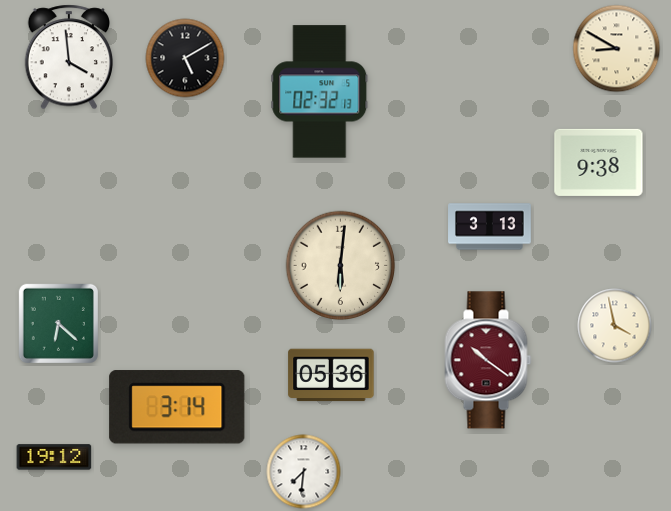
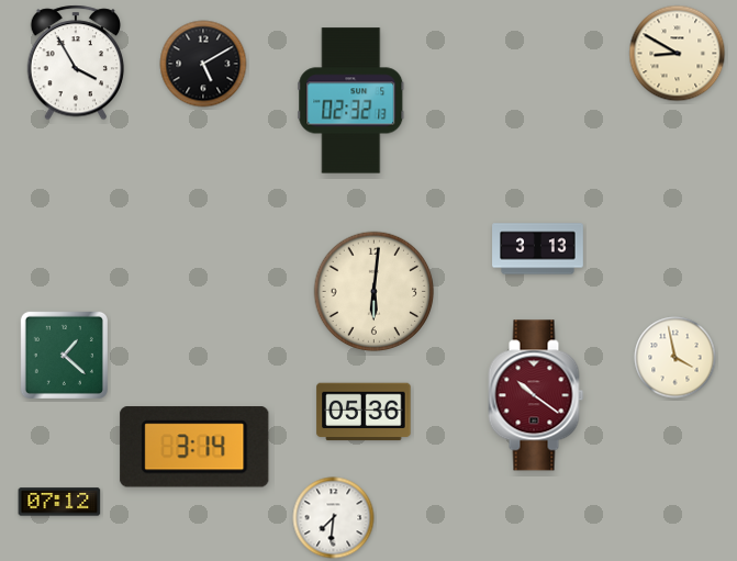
clock at (69, 57): 3:59 -> 3:55
clock at (599, 162): 9:38 -> none
clock at (58, 323): 6:22 -> 1:22
clock at (54, 457): 19:12 -> 07:12
